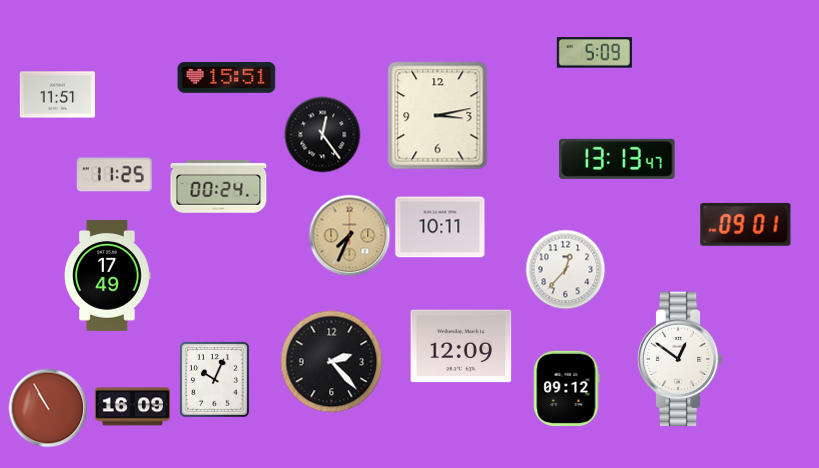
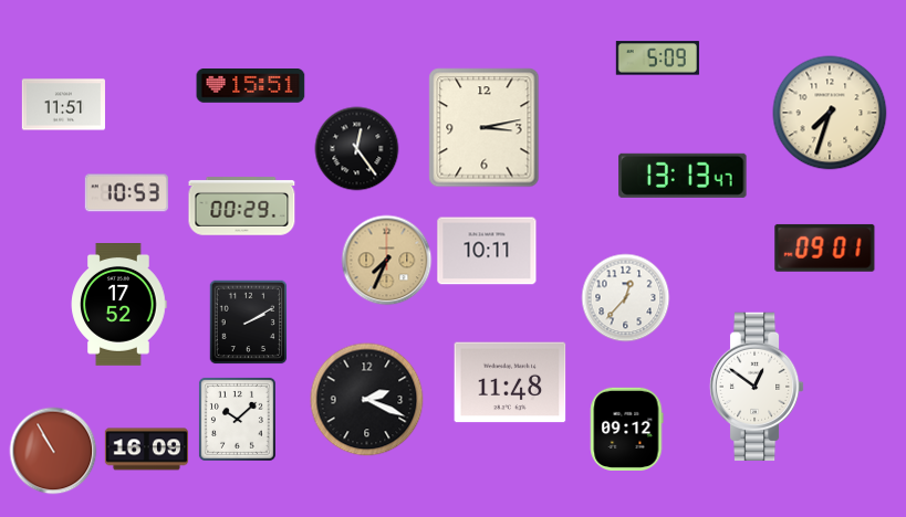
clock at (830, 113): none -> 7:33
clock at (114, 175): 11:25 -> 10:53
clock at (219, 187): 00:24 -> 00:29
clock at (108, 276): 17:49 -> 17:52
clock at (249, 323): none -> 2:10
clock at (461, 346): 12:09 -> 11:48
clock at (680, 359) position: (680, 359) -> (757, 387)
clock at (332, 362): 2:23 -> 2:19
clock at (214, 379): 10:04 -> 10:08
